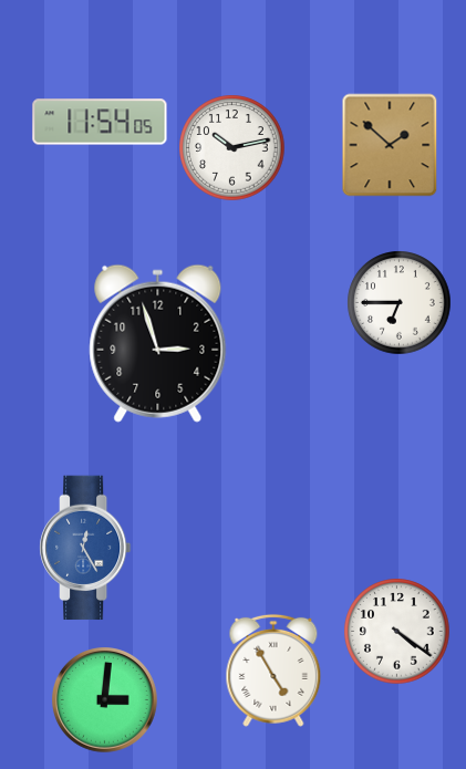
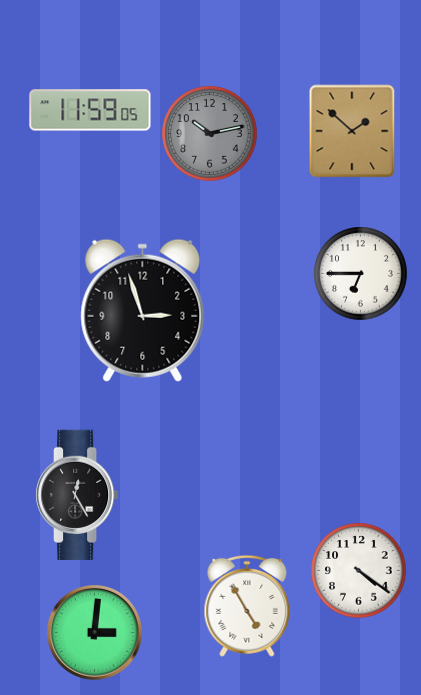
clock at (100, 122): 11:54 -> 11:59
clock at (232, 148) dial: white -> grey
clock at (86, 548) dial: blue -> black
